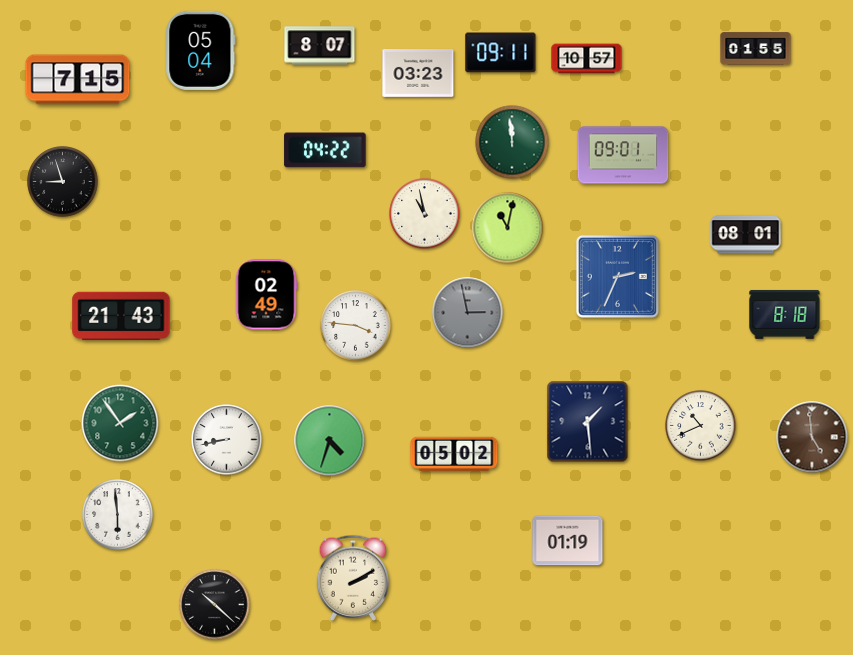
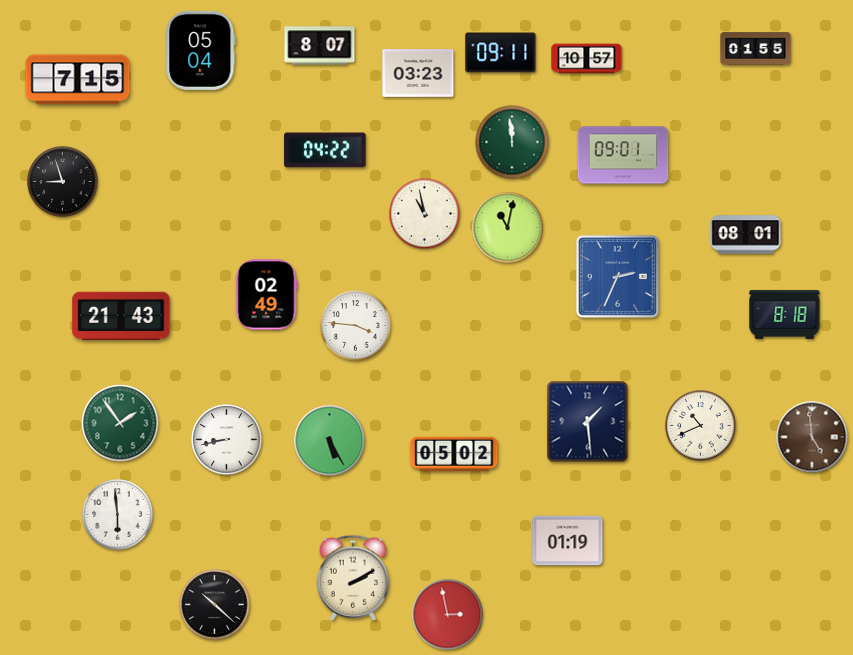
clock at (468, 313): 2:58 -> none
clock at (330, 441): 4:33 -> 5:25
clock at (448, 615): none -> 2:58
